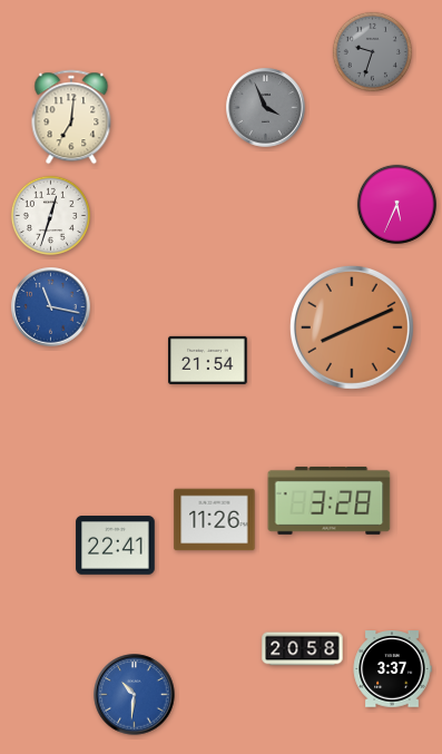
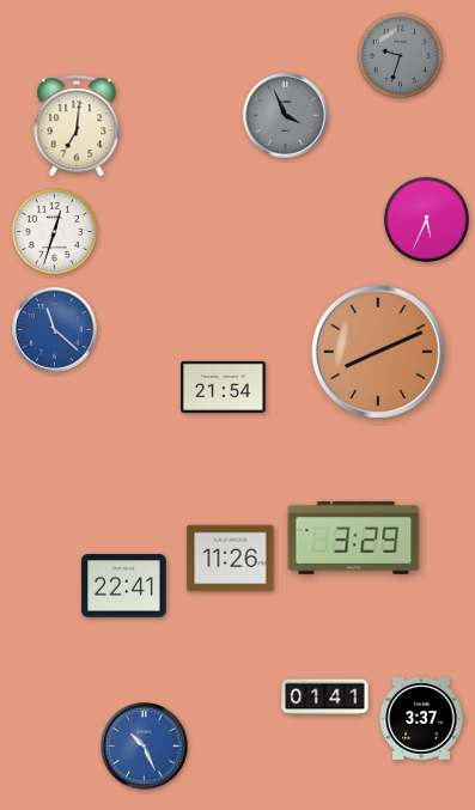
clock at (51, 307): 11:17 -> 11:22
clock at (330, 500): 3:28 -> 3:29
clock at (303, 649): 20:58 -> 01:41
clock at (135, 695): 10:31 -> 10:26
